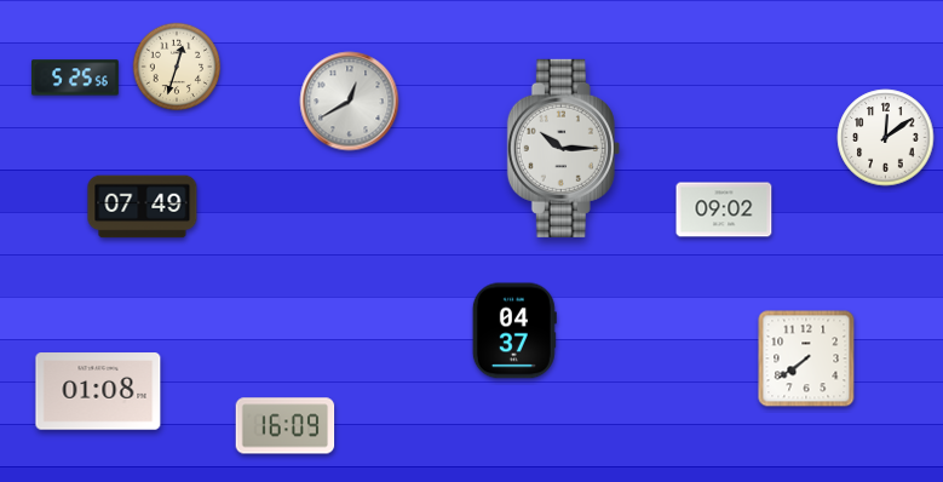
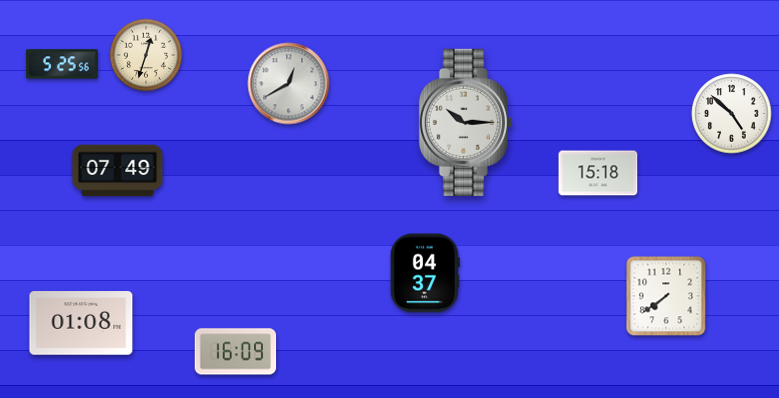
clock at (886, 138): 12:09 -> 4:52
clock at (724, 210): 09:02 -> 15:18
